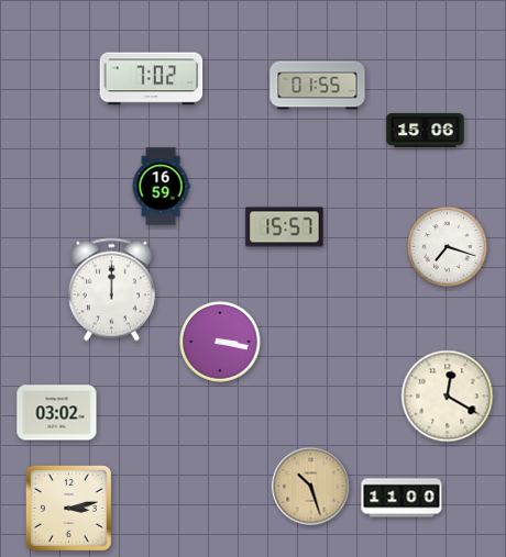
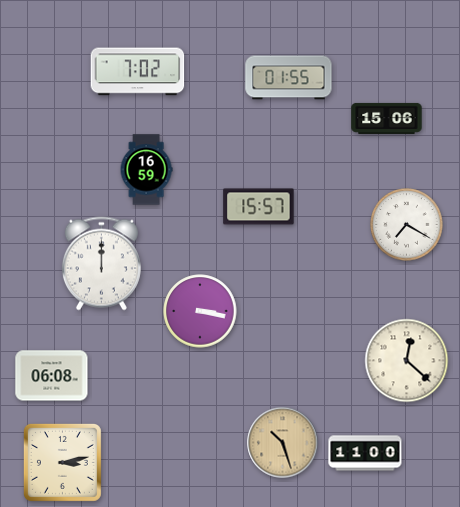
clock at (448, 247): 7:18 -> 7:20
clock at (448, 397): 12:20 -> 12:22
clock at (57, 413): 03:02 -> 06:08
